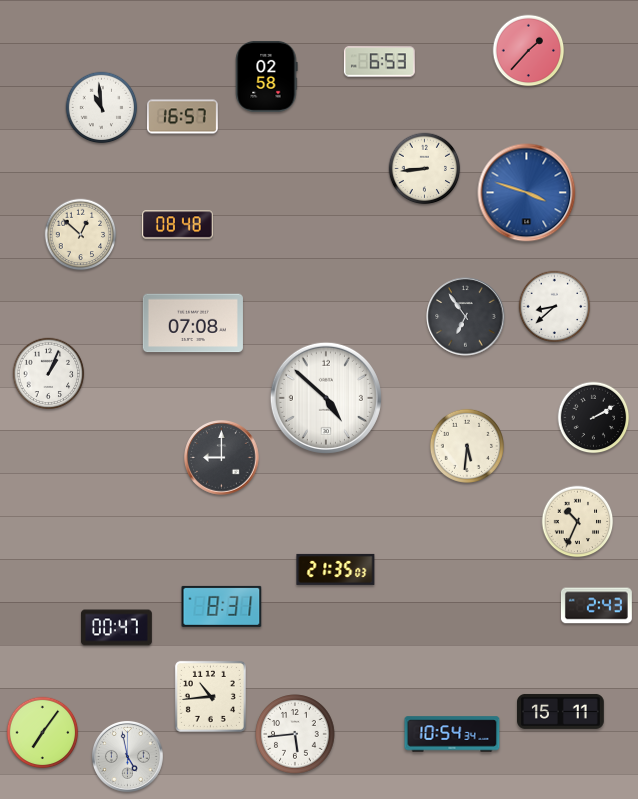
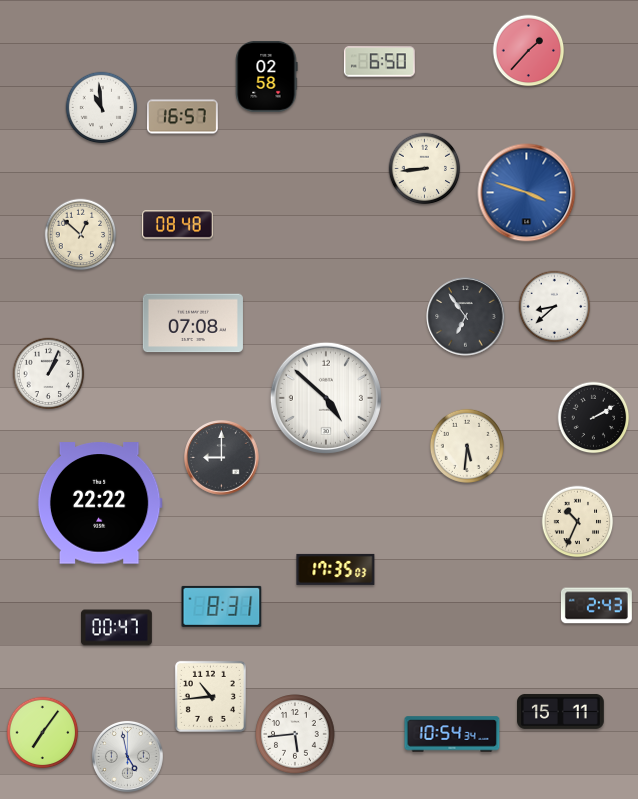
clock at (379, 62): 6:53 -> 6:50
clock at (100, 503): none -> 22:22
clock at (336, 569): 21:35 -> 17:35
